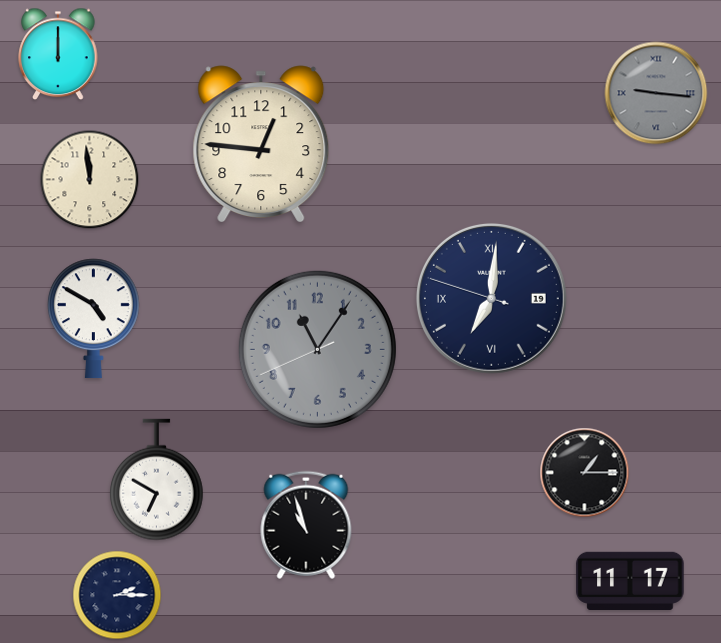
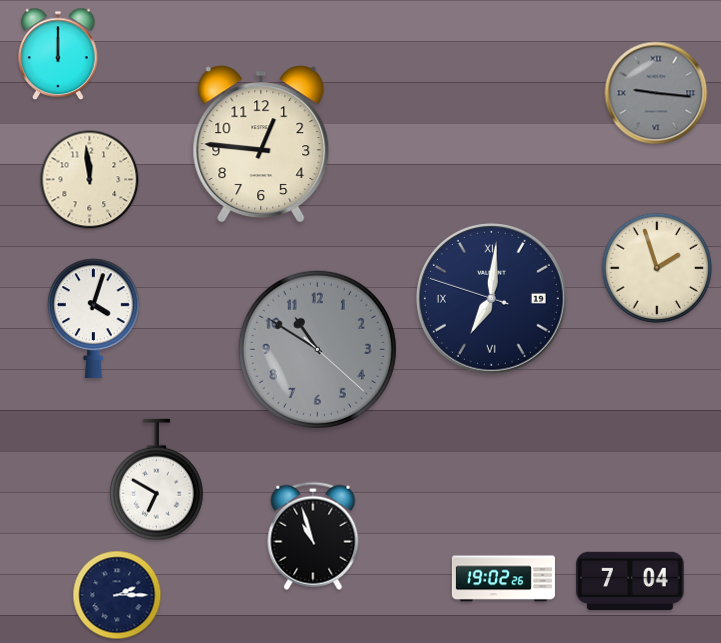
clock at (657, 268): none -> 1:57
clock at (93, 319): 4:50 -> 4:03
clock at (317, 349): 11:05 -> 10:50
clock at (585, 473): 1:15 -> none
clock at (306, 525) position: (306, 525) -> (313, 536)
clock at (503, 579): none -> 19:02
clock at (630, 580): 11:17 -> 7:04
